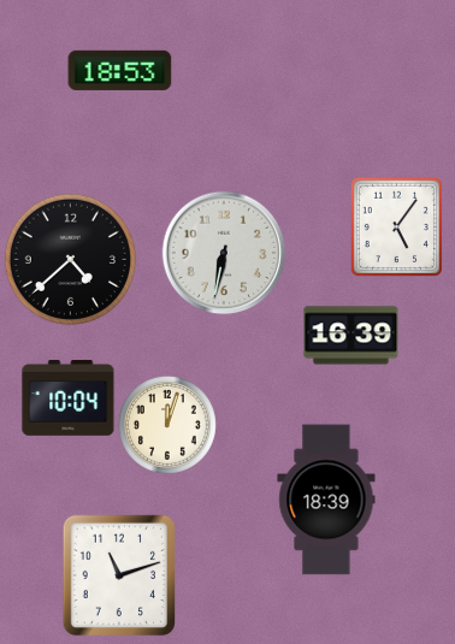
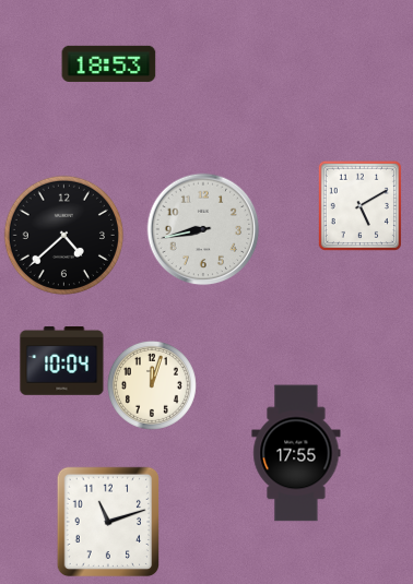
clock at (396, 226): 5:06 -> 5:10
clock at (224, 253): 6:32 -> 8:43
clock at (351, 336): 16:39 -> none
clock at (326, 500): 18:39 -> 17:55
